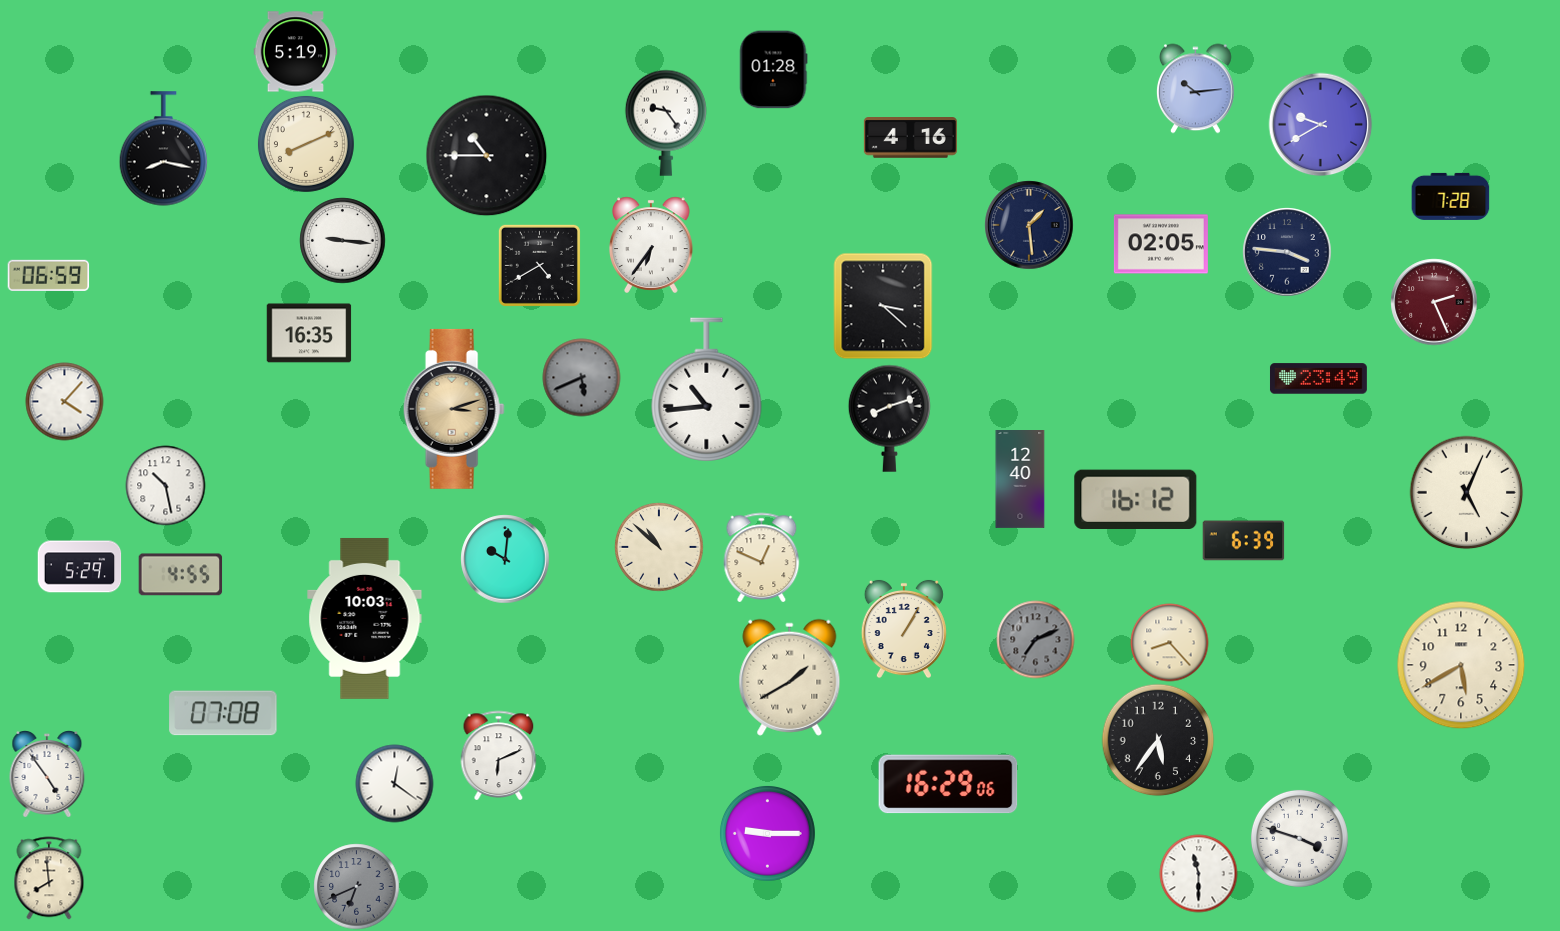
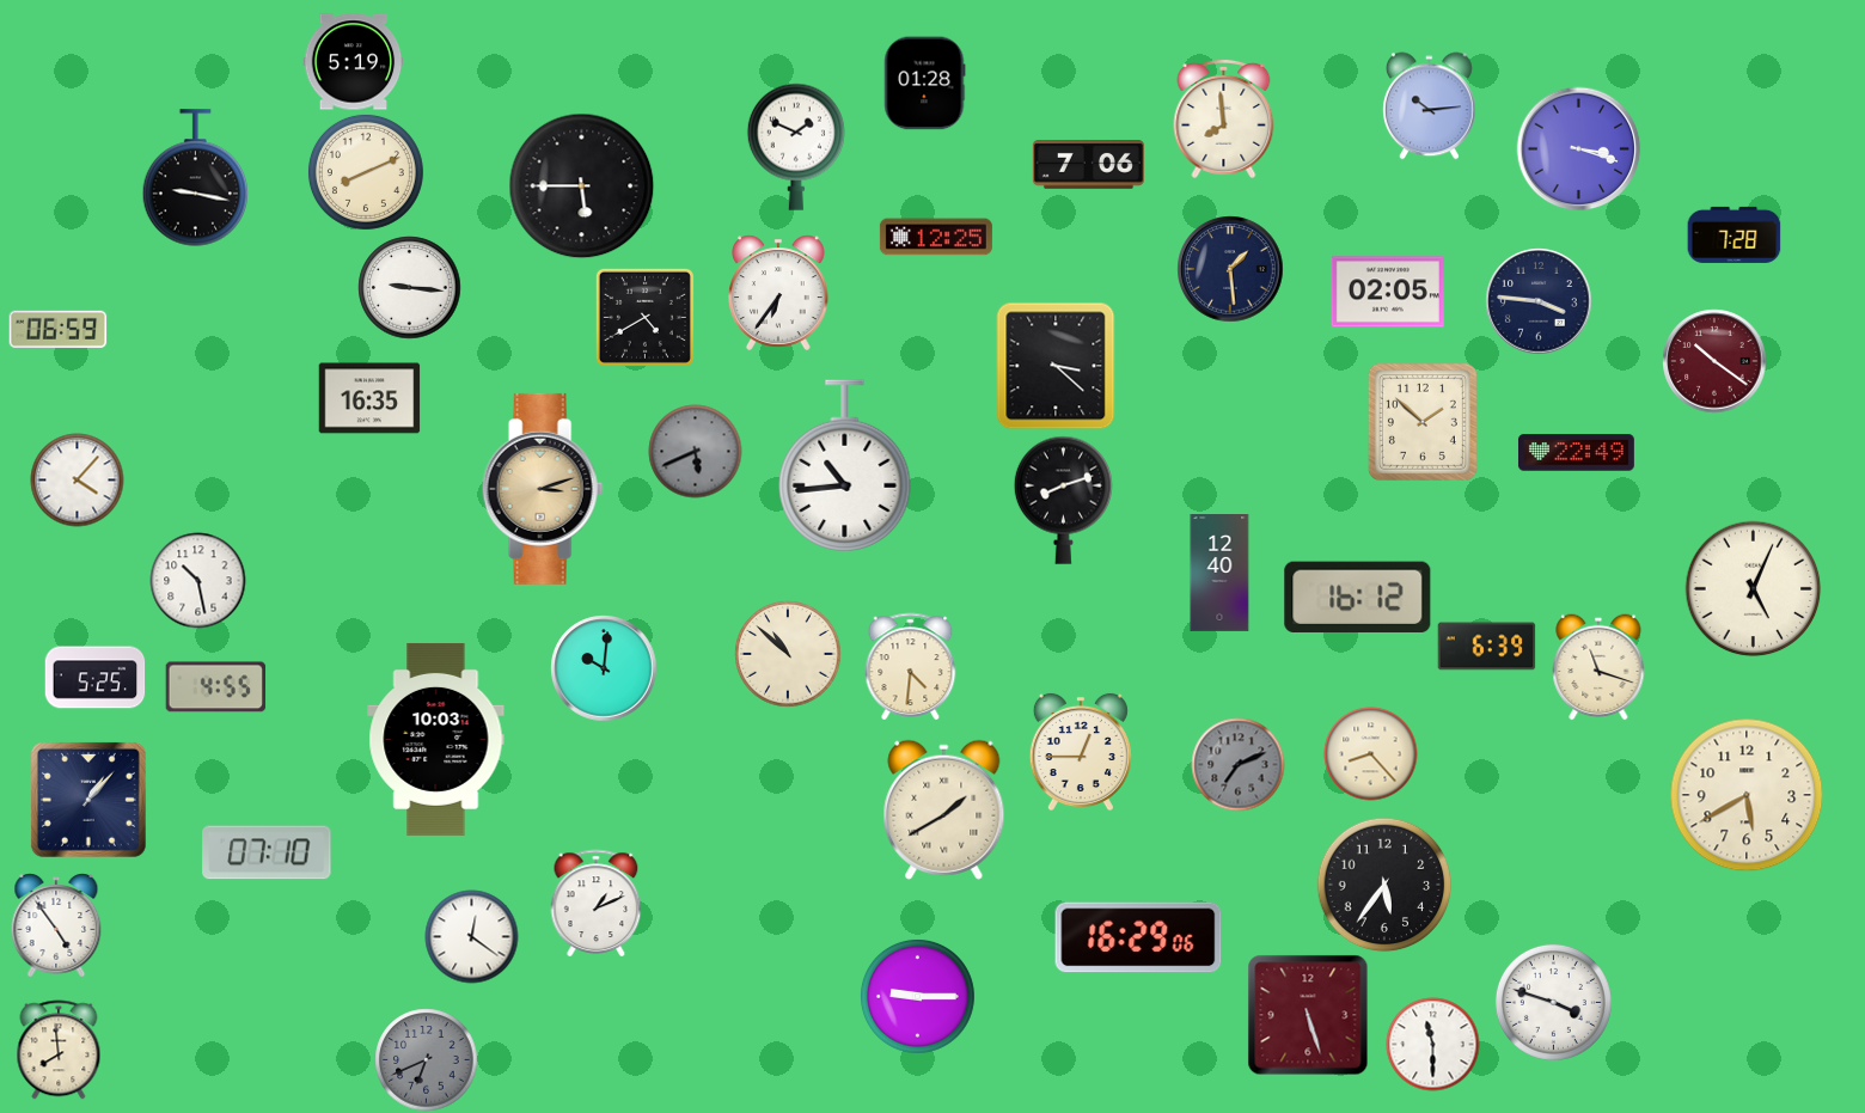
clock at (1224, 118): none -> 7:59
clock at (666, 123): 9:24 -> 1:49
clock at (1320, 124): 9:40 -> 3:18
clock at (910, 138): 4:16 -> 7:06
clock at (164, 149): 8:17 -> 9:17
clock at (486, 155): 10:45 -> 5:45
clock at (936, 237): none -> 12:25
clock at (1434, 302): 2:26 -> 10:21
clock at (1423, 422): none -> 1:52
clock at (1318, 379): 23:49 -> 22:49
clock at (762, 557): 12:49 -> 4:31
clock at (1598, 667): none -> 11:18
clock at (79, 567): 5:29 -> 5:25
clock at (904, 629): 1:05 -> 12:45
clock at (1169, 642) position: (1169, 642) -> (1370, 753)
clock at (88, 800): none -> 1:07
clock at (223, 713): 07:08 -> 07:10
clock at (499, 755): 6:11 -> 1:11
clock at (948, 784) position: (948, 784) -> (1138, 937)
clock at (1308, 1015): none -> 5:27
